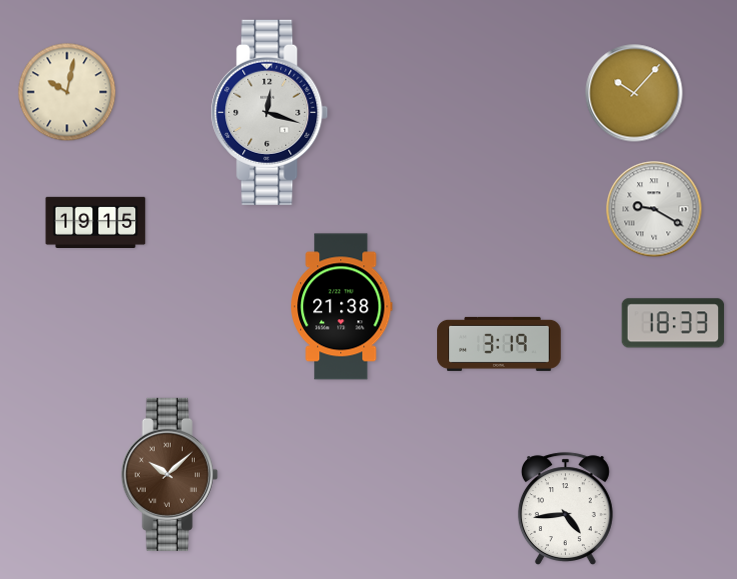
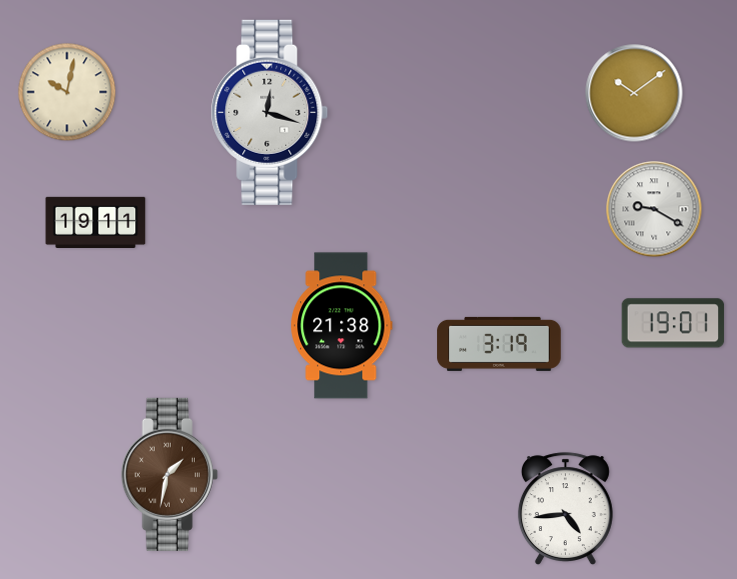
clock at (634, 93): 10:07 -> 10:09
clock at (96, 222): 19:15 -> 19:11
clock at (342, 307) position: (342, 307) -> (342, 326)
clock at (673, 323): 18:33 -> 19:01
clock at (169, 474): 10:08 -> 1:32
